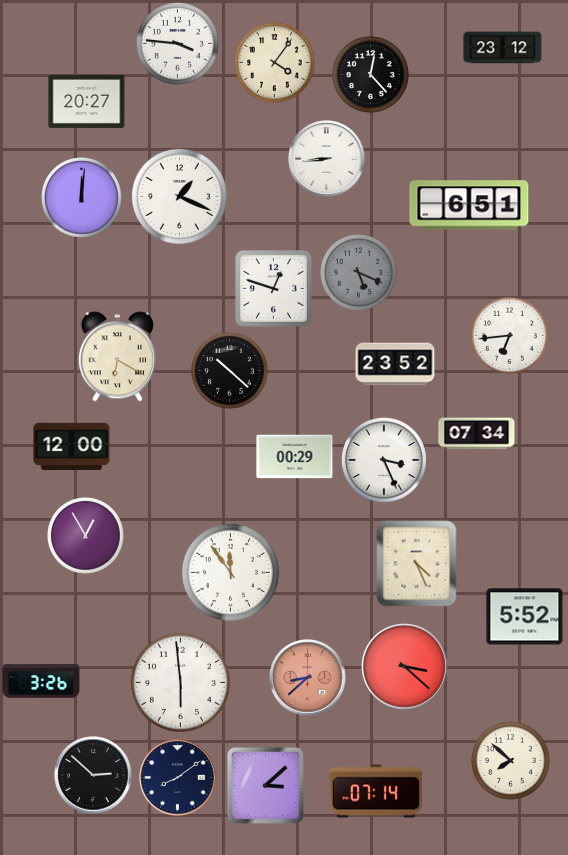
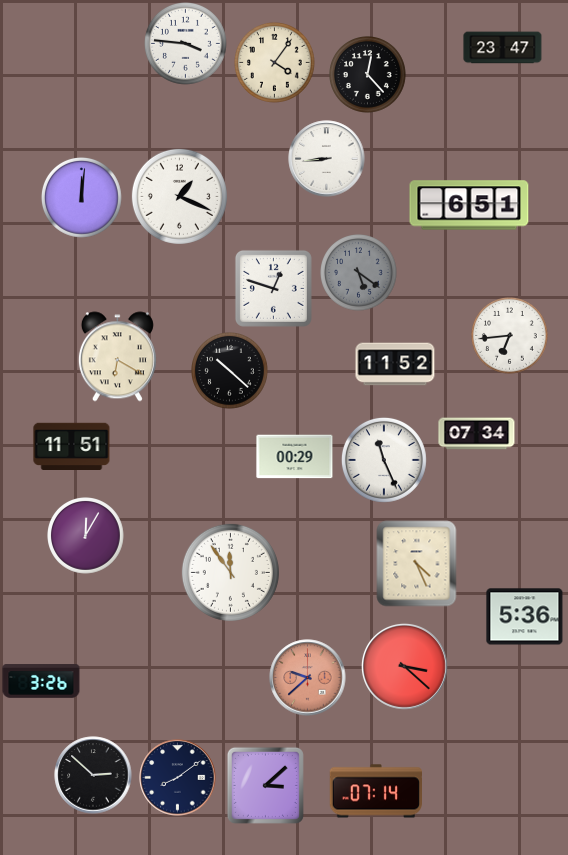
clock at (177, 43) position: (177, 43) -> (185, 43)
clock at (503, 48): 23:12 -> 23:47
clock at (371, 75) position: (371, 75) -> (368, 75)
clock at (87, 101): 20:27 -> none
clock at (359, 273): 5:19 -> 5:21
clock at (395, 364): 23:52 -> 11:52
clock at (72, 447): 12:00 -> 11:51
clock at (384, 460): 3:26 -> 11:26
clock at (86, 536): 12:55 -> 12:05
clock at (525, 617): 5:52 -> 5:36
clock at (308, 678): 8:38 -> 9:38
clock at (180, 682): 5:59 -> none
clock at (511, 761): 7:52 -> none
